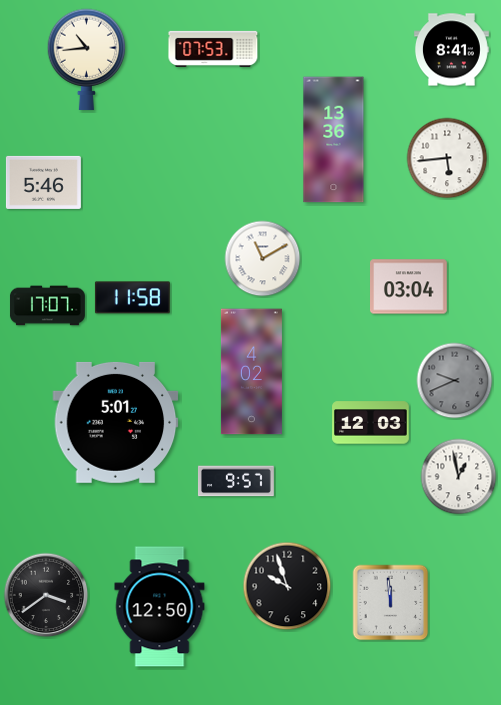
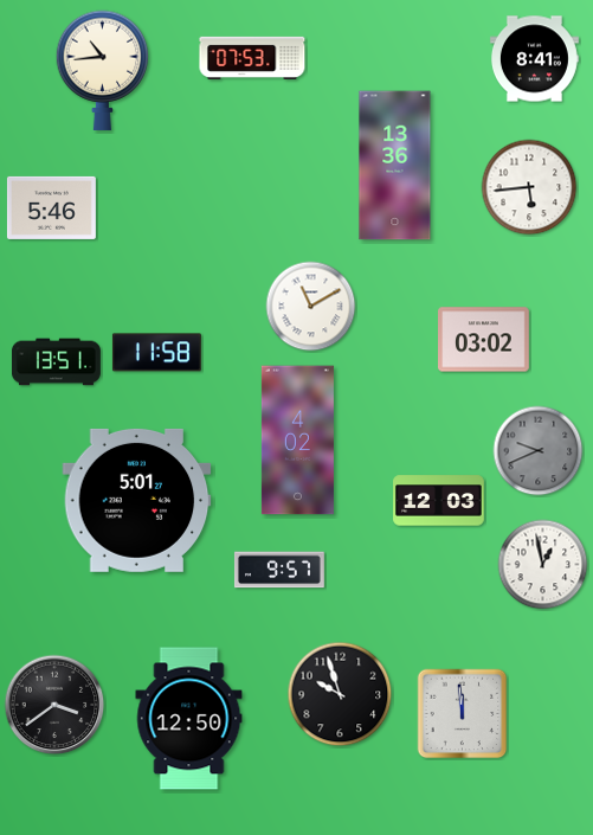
clock at (43, 182) position: (43, 182) -> (51, 207)
clock at (409, 287): 03:04 -> 03:02
clock at (47, 306): 17:07 -> 13:51
